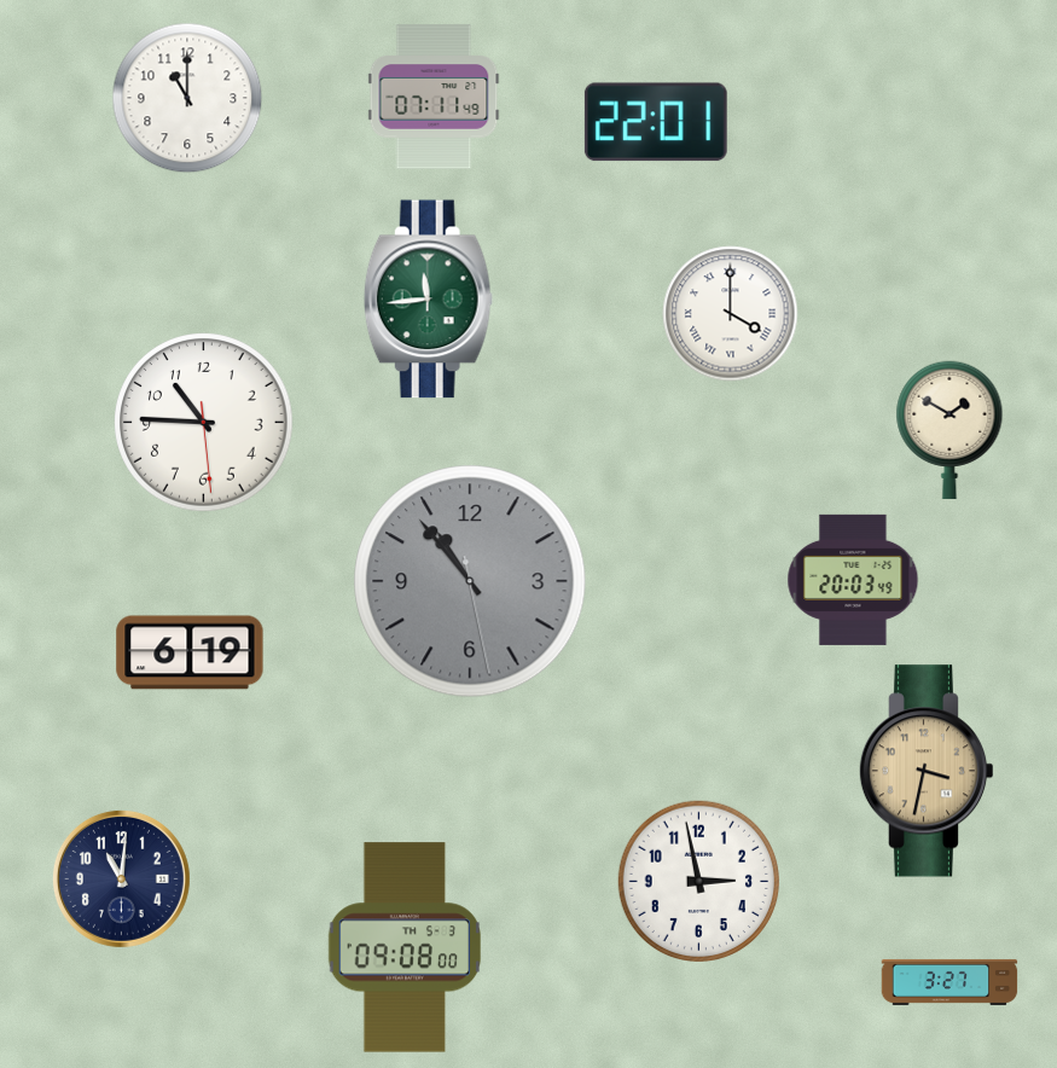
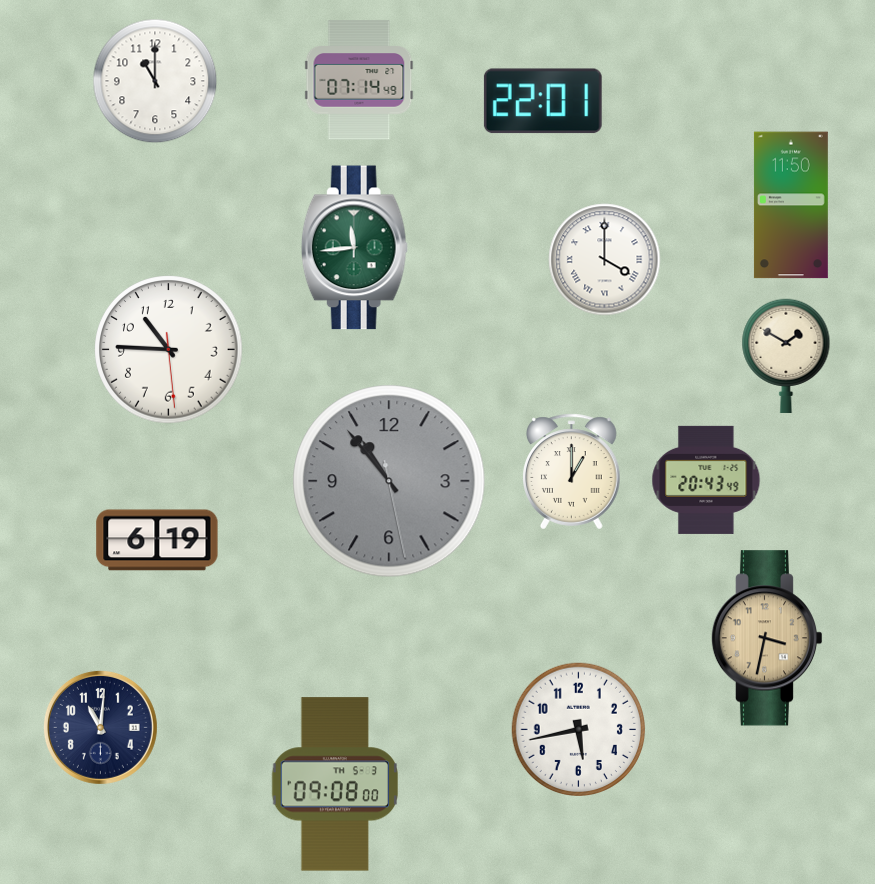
clock at (434, 97): 07:11 -> 07:14
clock at (791, 205): none -> 11:50
clock at (572, 472): none -> 1:00
clock at (853, 580): 20:03 -> 20:43
clock at (698, 881): 2:58 -> 5:43
clock at (949, 982): 3:27 -> none
